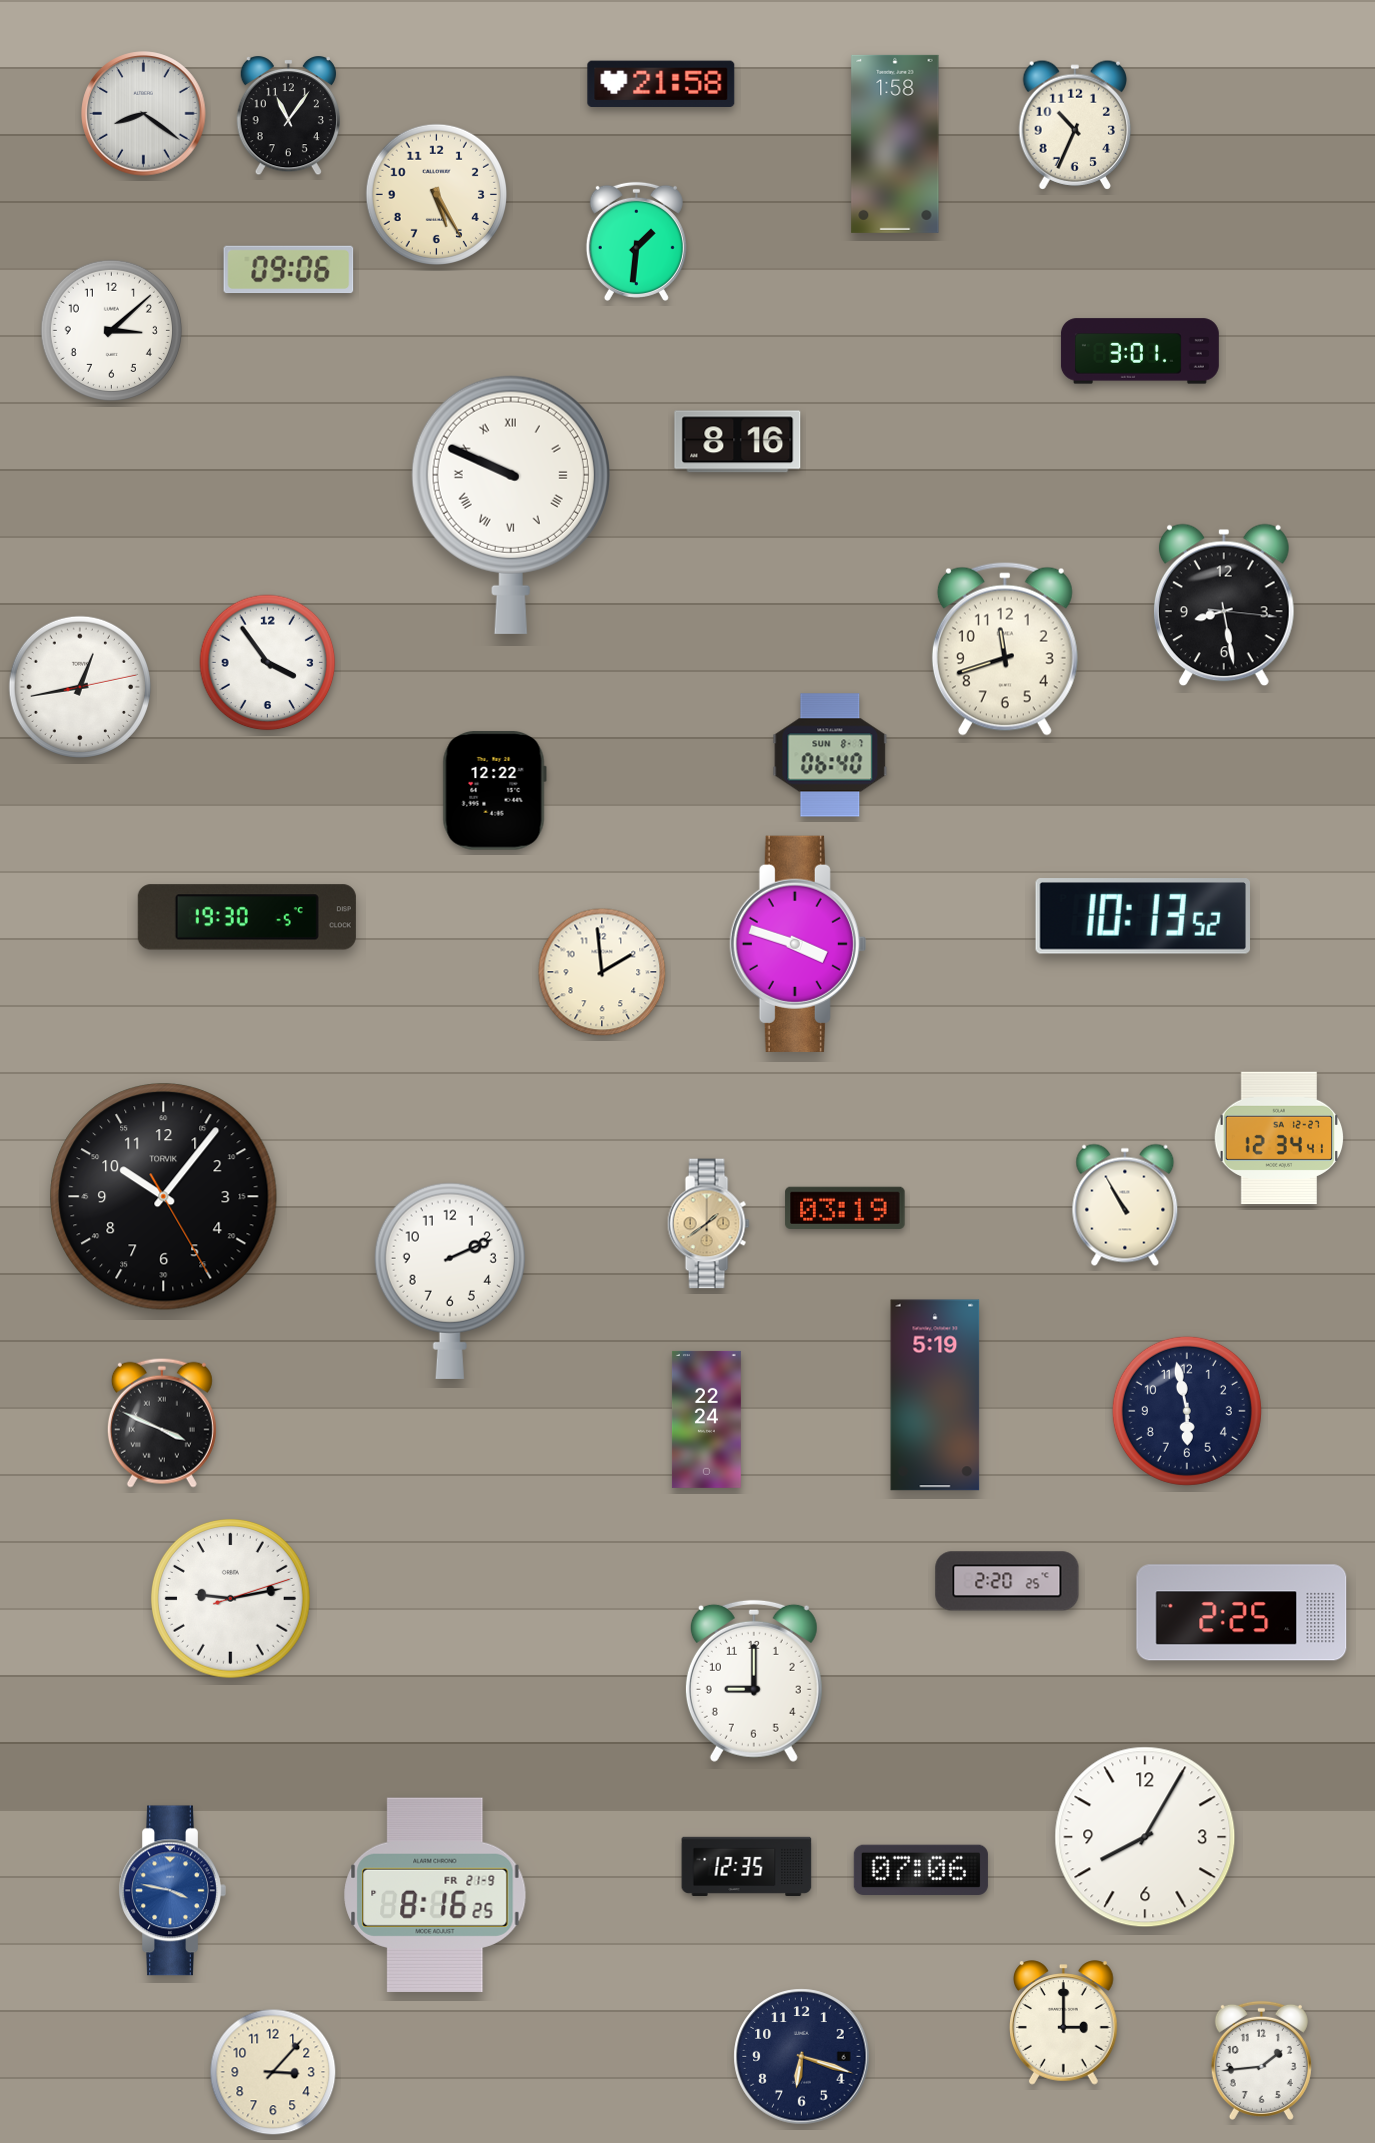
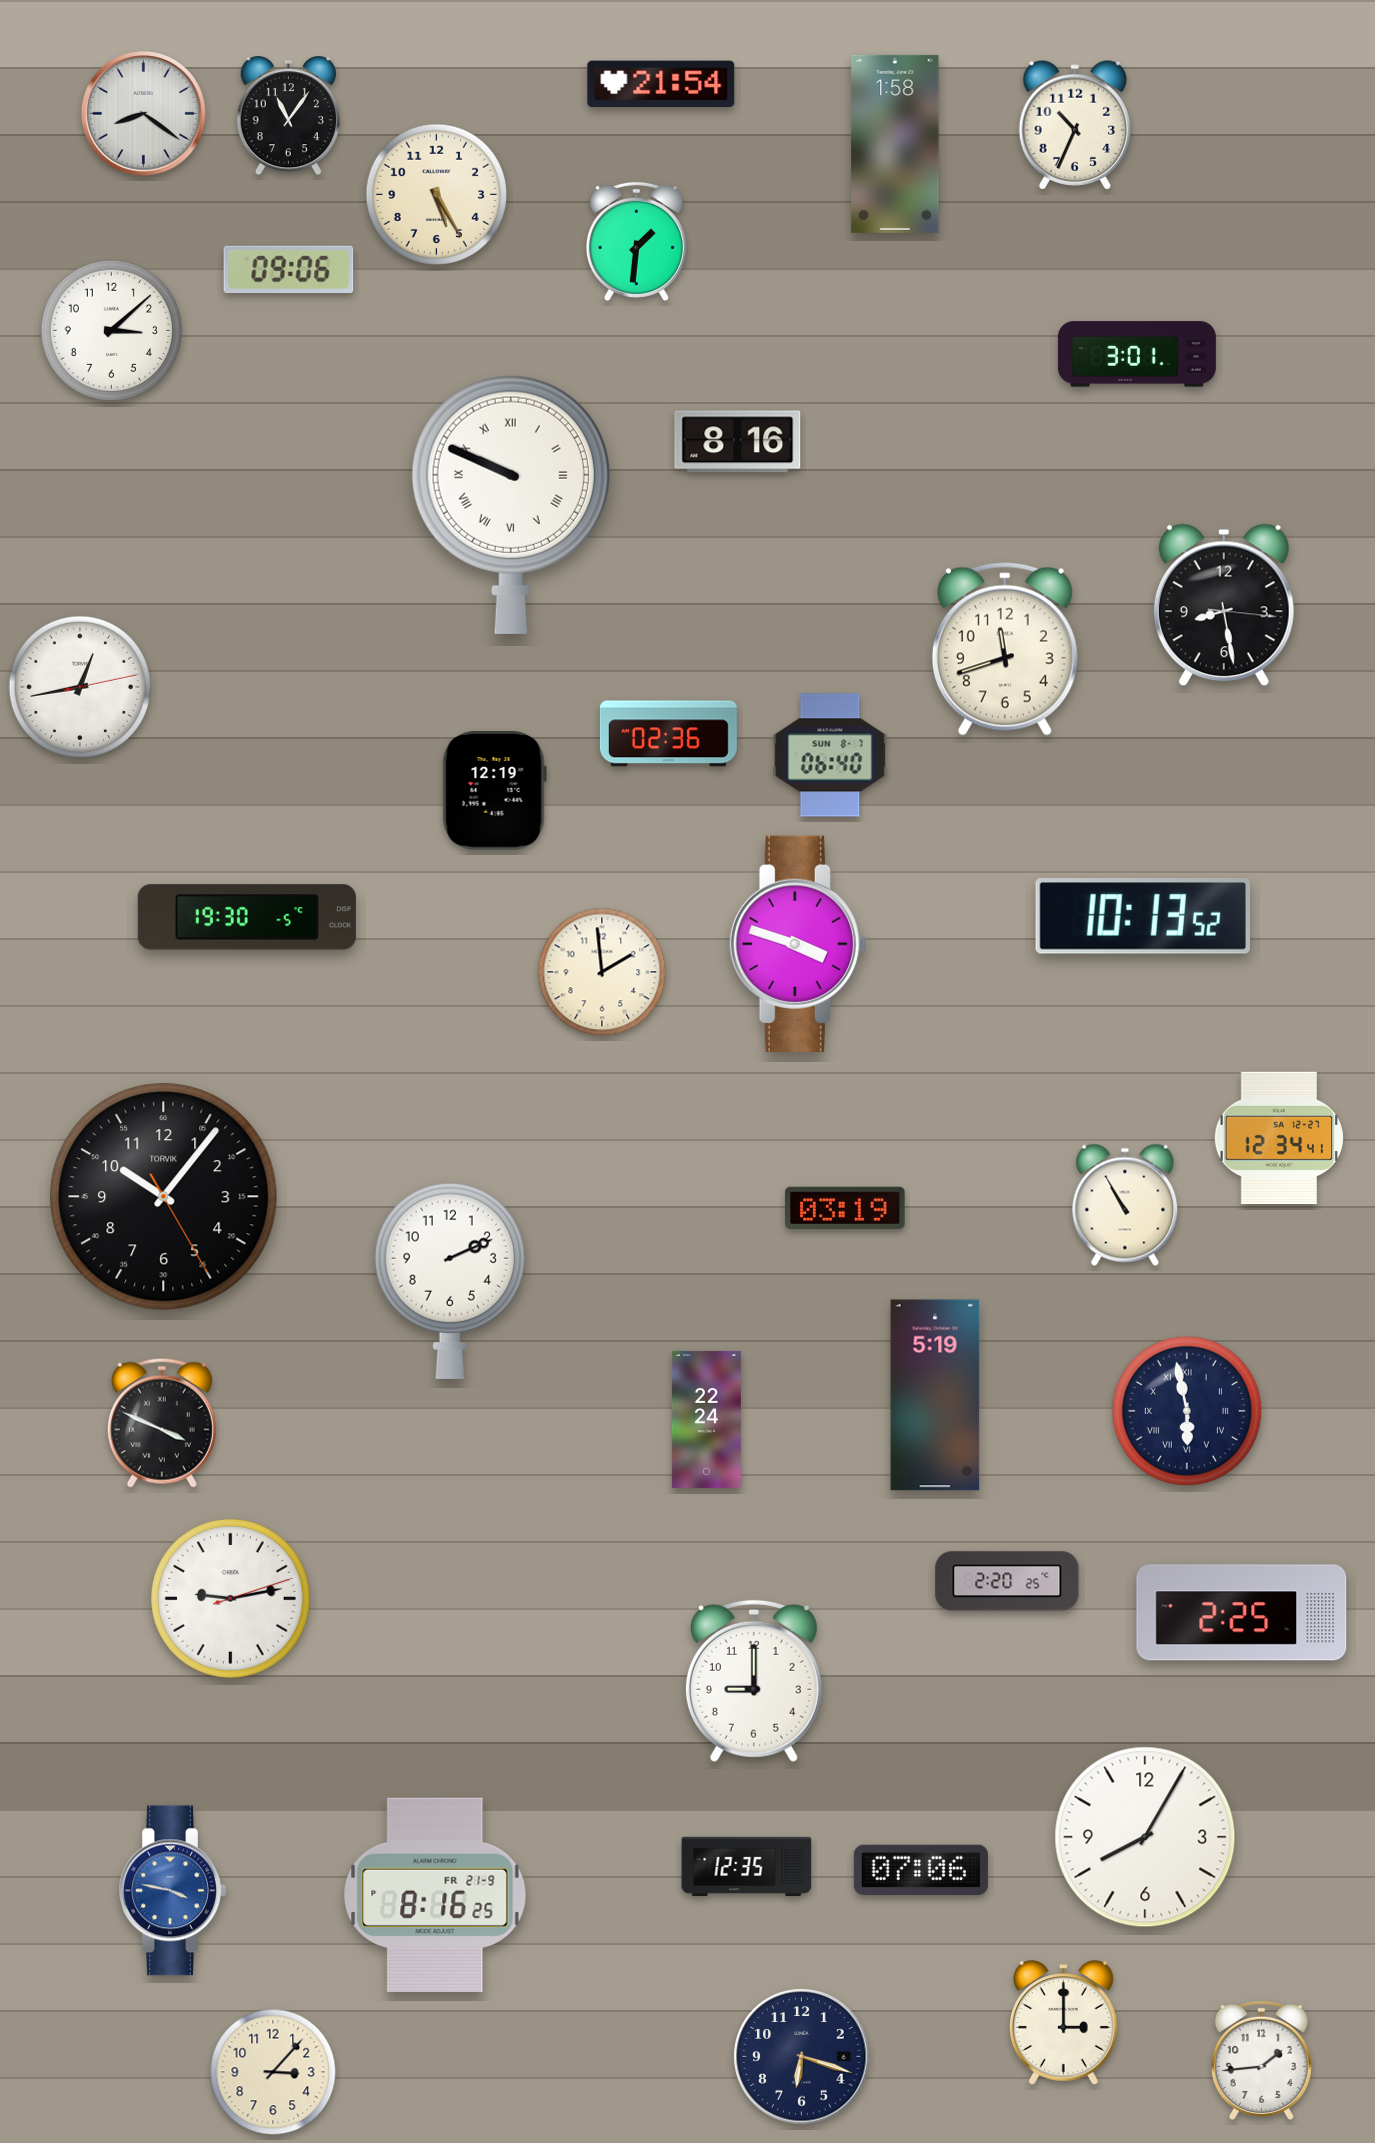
clock at (661, 83): 21:58 -> 21:54
clock at (1140, 351) position: (1140, 351) -> (1137, 354)
clock at (268, 663): 3:54 -> none
clock at (668, 734): none -> 02:36
clock at (494, 791): 12:22 -> 12:19
clock at (708, 1224): 1:39 -> none
clock at (1187, 1411) numerals: Arabic -> Roman
